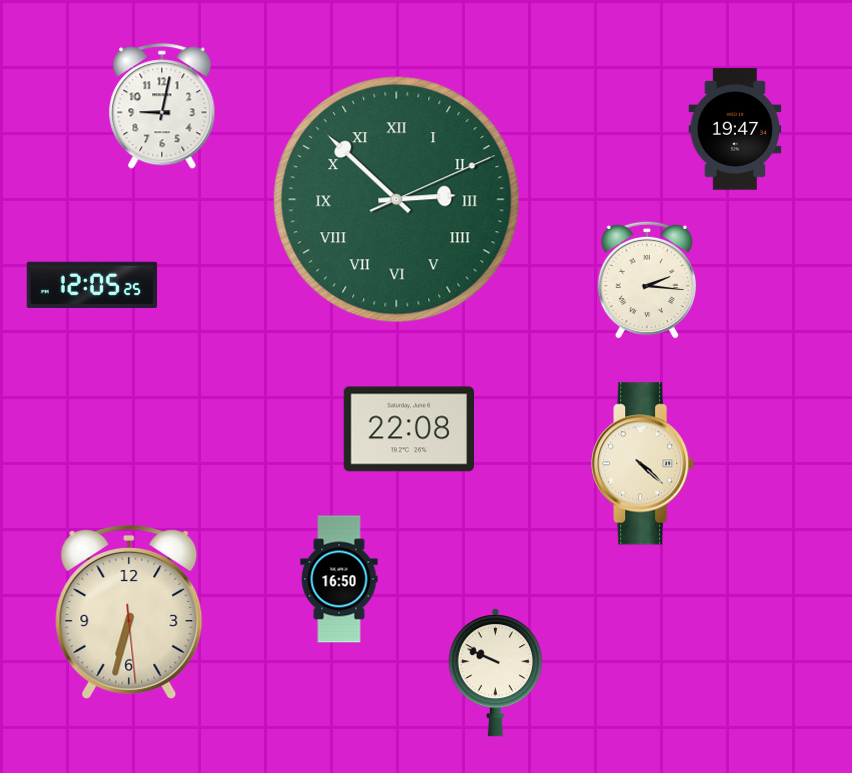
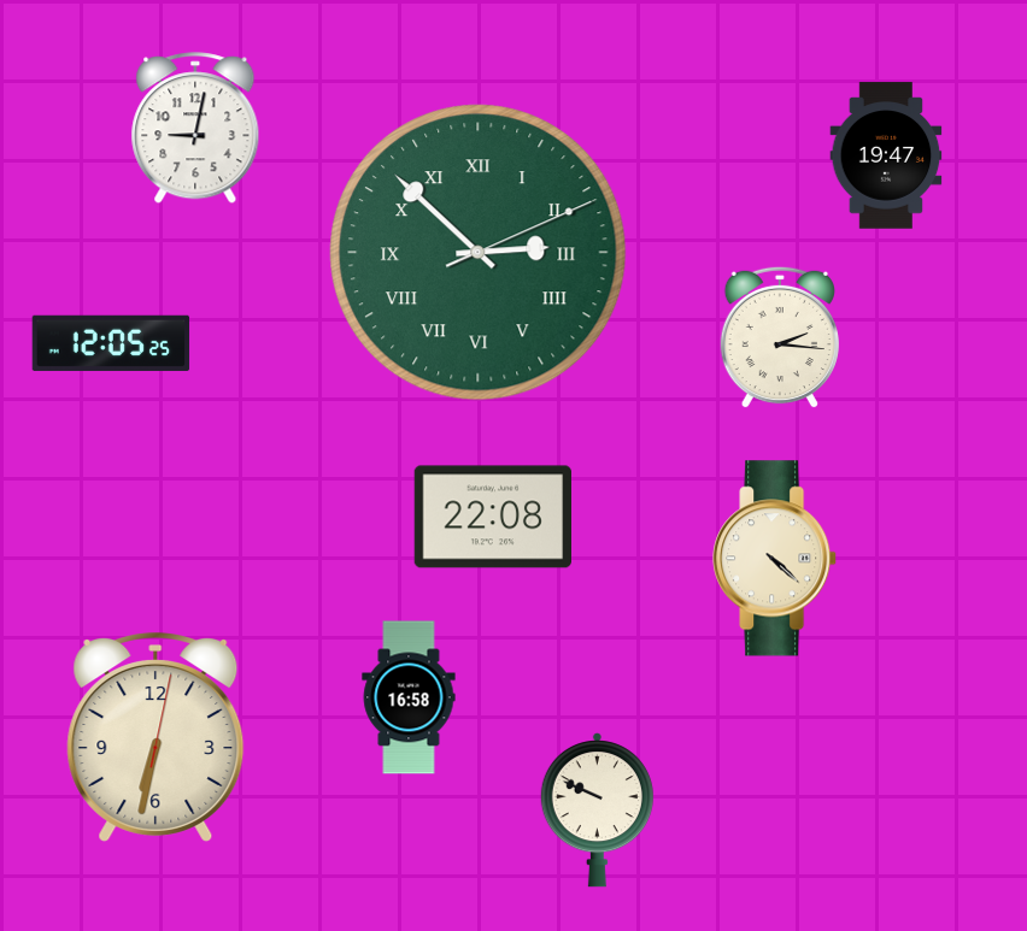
clock at (397, 200) position: (397, 200) -> (479, 253)
clock at (339, 579): 16:50 -> 16:58
clock at (129, 613): 6:32:29 -> 6:32:02
